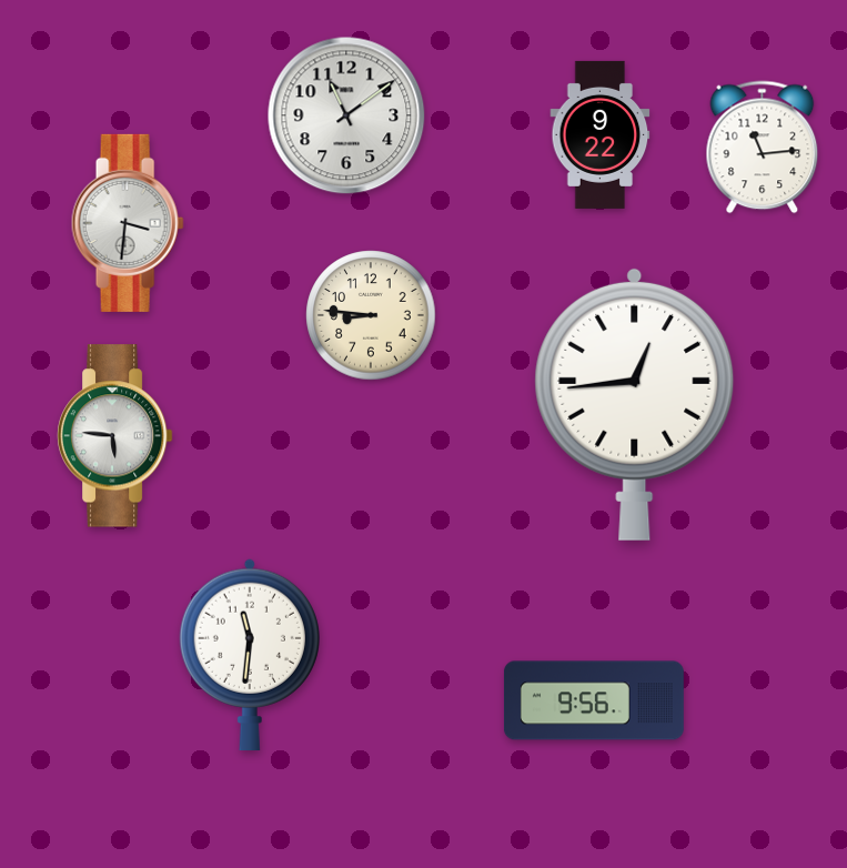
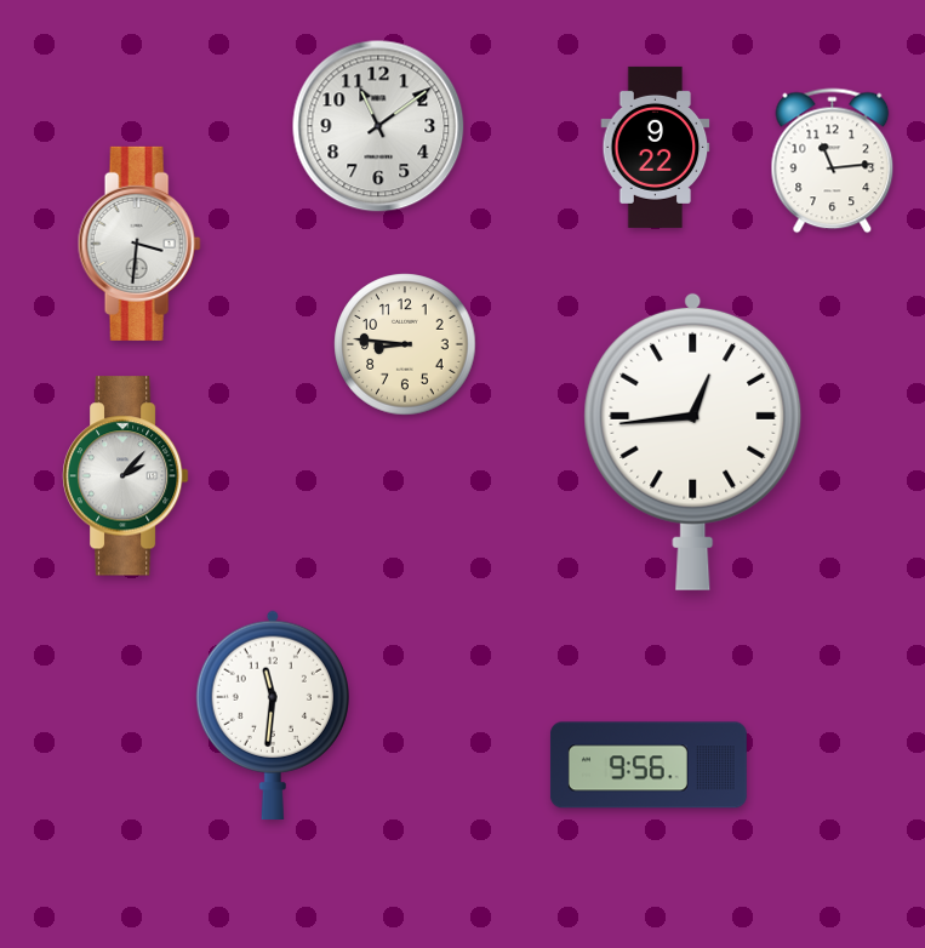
clock at (114, 436): 5:46 -> 2:07
